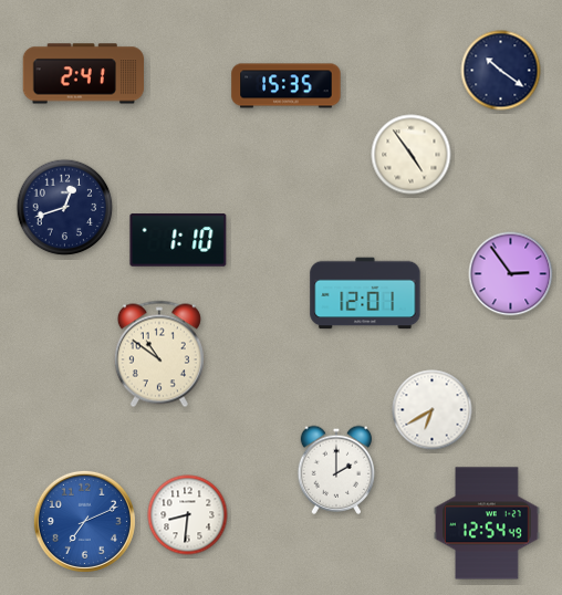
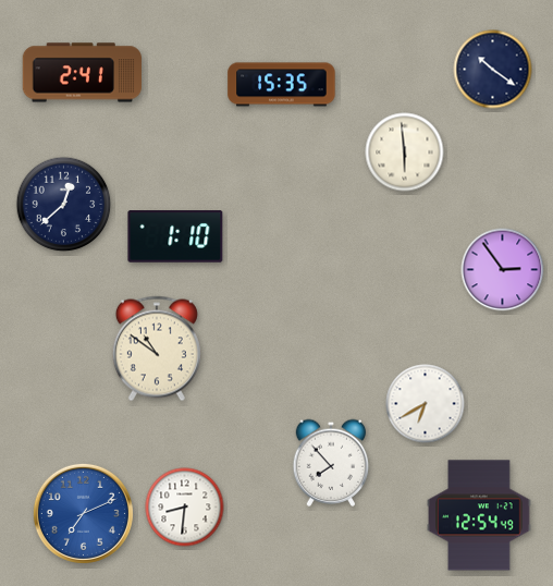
clock at (412, 155): 4:54 -> 5:59
clock at (65, 208): 12:42 -> 12:38
clock at (365, 293): 12:01 -> none
clock at (336, 470): 2:00 -> 7:53
